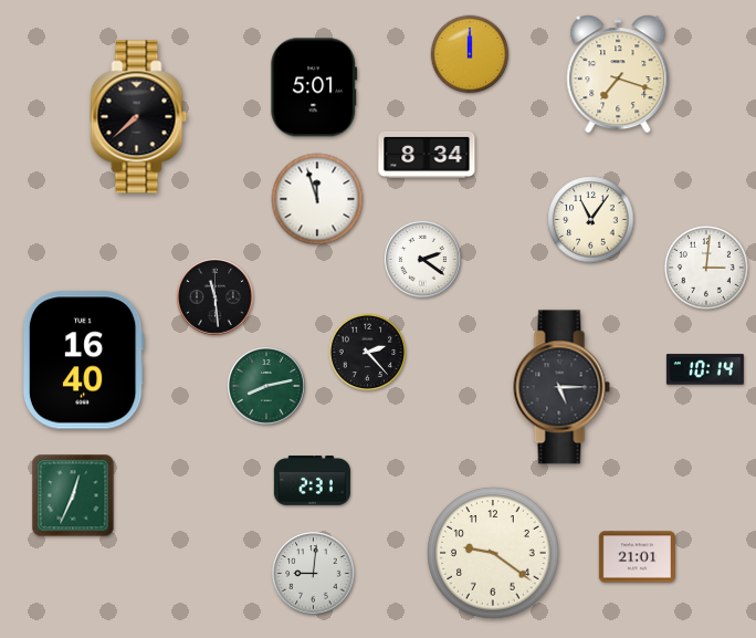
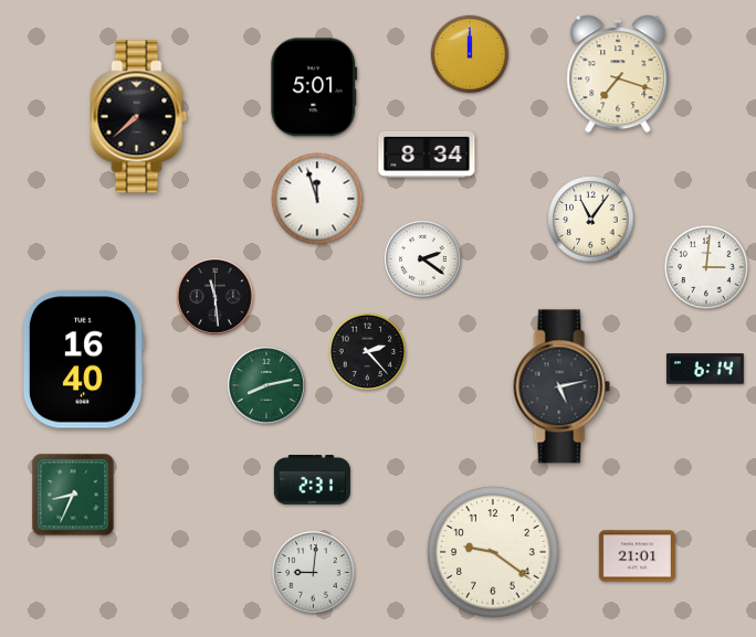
clock at (705, 369): 10:14 -> 6:14
clock at (561, 387): 5:15 -> 5:13
clock at (73, 495): 12:34 -> 8:34
